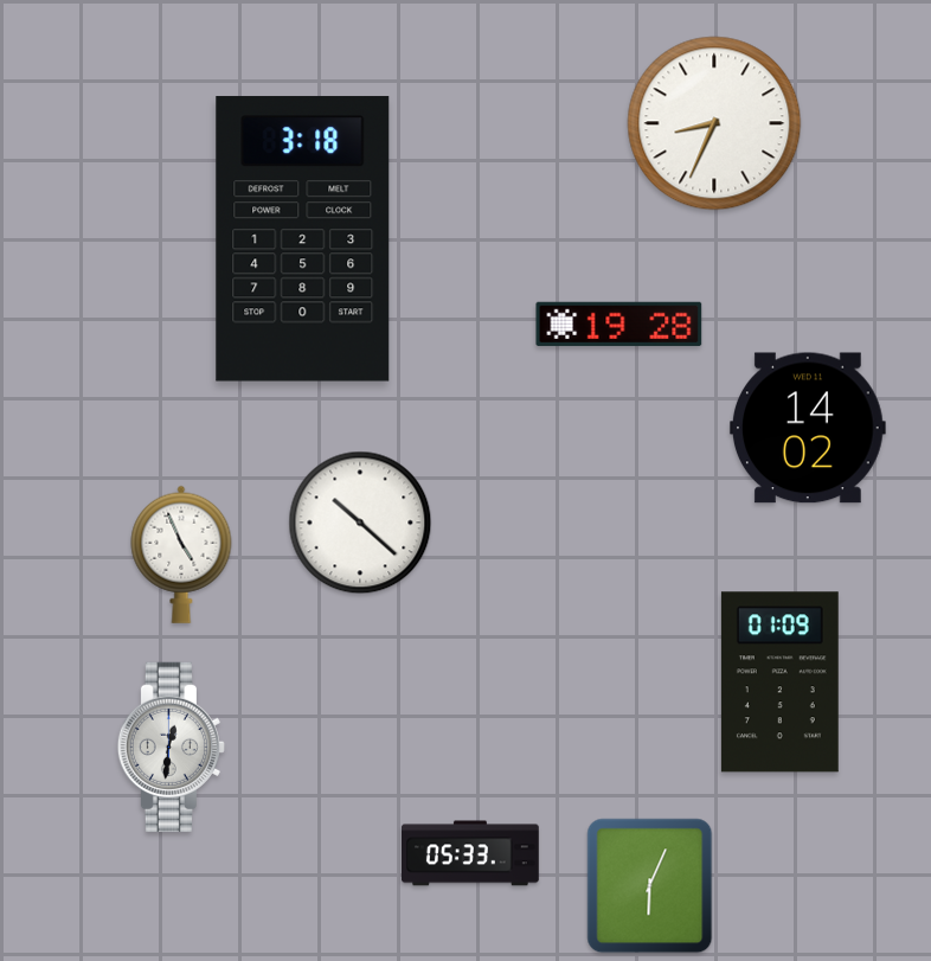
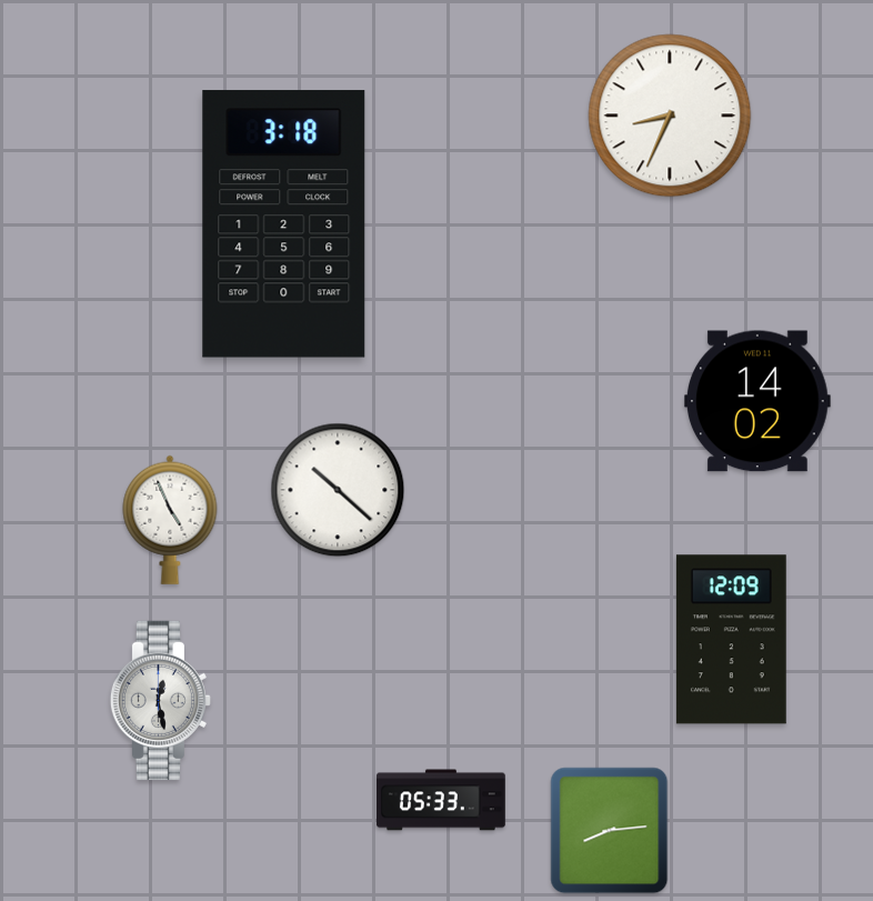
clock at (619, 323): 19:28 -> none
clock at (779, 683): 01:09 -> 12:09
clock at (171, 747): 12:31 -> 12:28
clock at (650, 886): 6:04 -> 8:14
